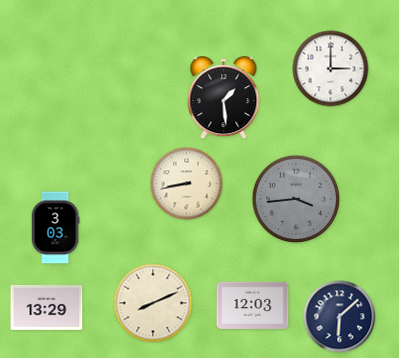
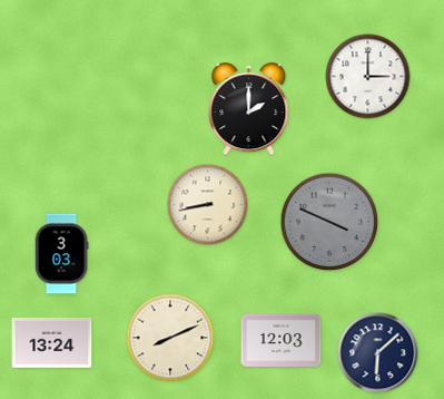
clock at (224, 98): 1:29 -> 2:00
clock at (296, 199): 3:44 -> 3:49
clock at (47, 307): 13:29 -> 13:24
